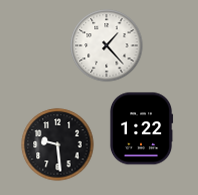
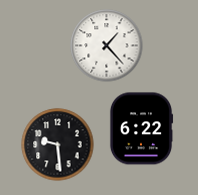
clock at (141, 129): 1:22 -> 6:22
